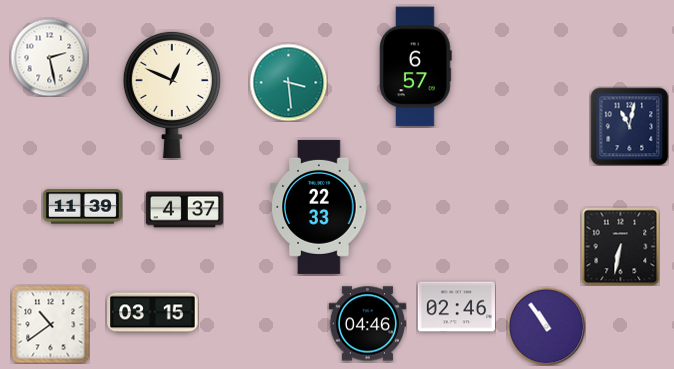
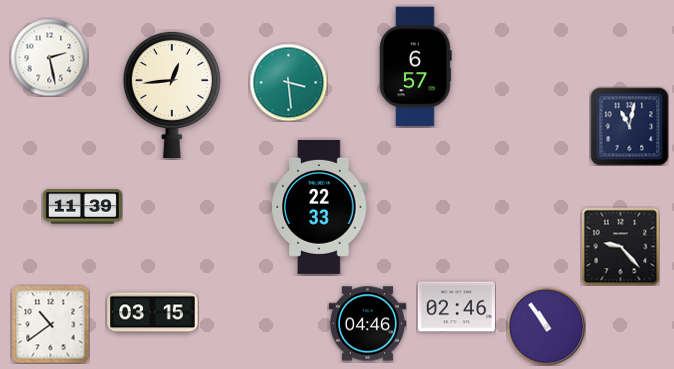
clock at (172, 94): 12:49 -> 12:44
clock at (184, 210): 4:37 -> none
clock at (620, 246): 6:32 -> 9:23
